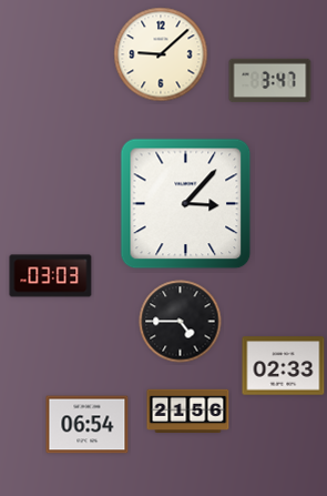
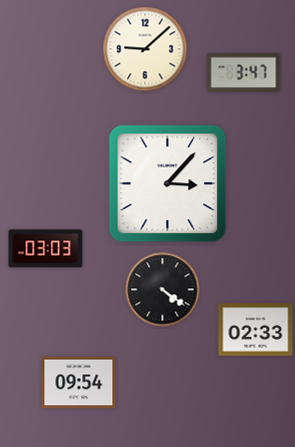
clock at (181, 322): 4:45 -> 4:21
clock at (188, 412): 21:56 -> none
clock at (88, 425): 06:54 -> 09:54
